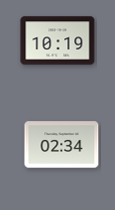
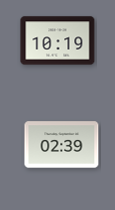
clock at (62, 145): 02:34 -> 02:39
